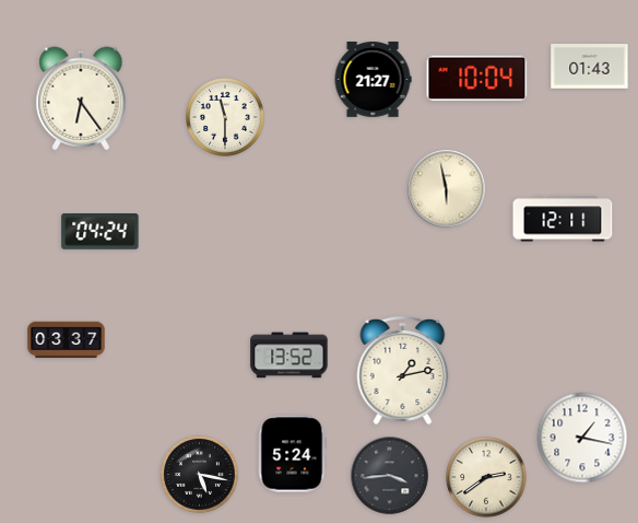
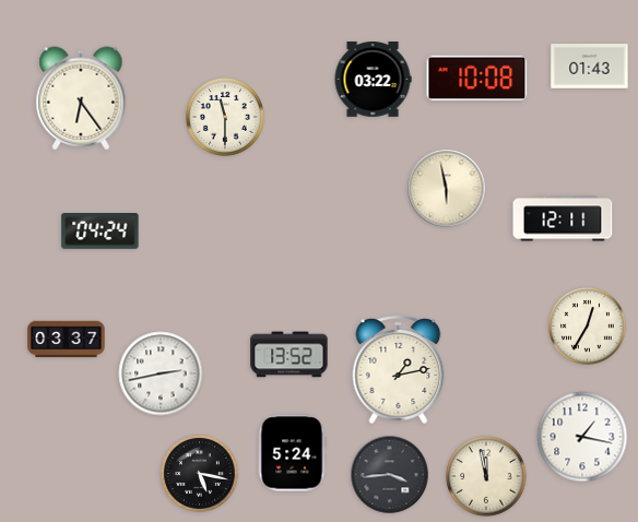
clock at (477, 78): 10:04 -> 10:08
clock at (373, 80): 21:27 -> 03:22
clock at (588, 327): none -> 12:35
clock at (403, 370) position: (403, 370) -> (399, 369)
clock at (161, 373): none -> 2:43
clock at (486, 477): 2:39 -> 11:58
